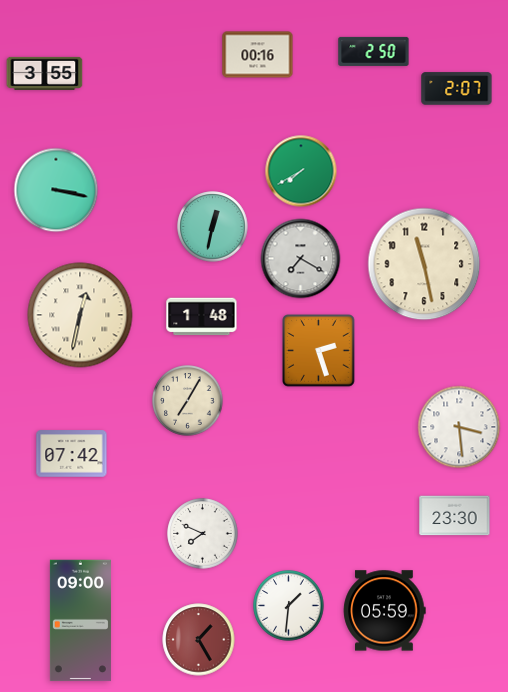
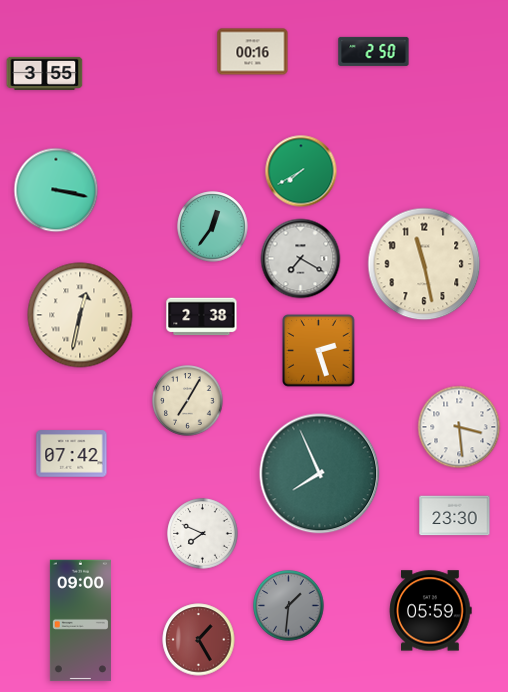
clock at (258, 55) position: (258, 55) -> (253, 52)
clock at (457, 89): 2:07 -> none
clock at (213, 227): 12:32 -> 12:36
clock at (202, 317): 1:48 -> 2:38
clock at (320, 474): none -> 7:56
clock at (289, 606) dial: white -> grey
clock at (385, 611) position: (385, 611) -> (431, 611)
